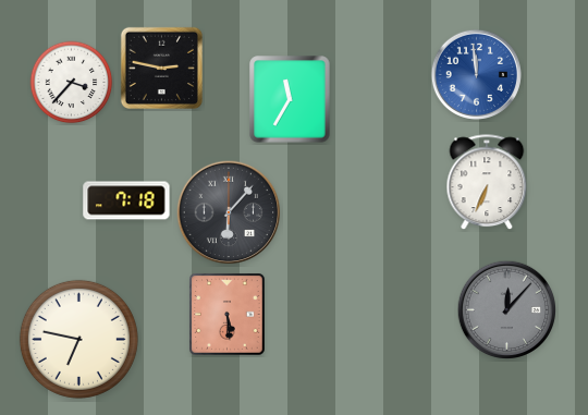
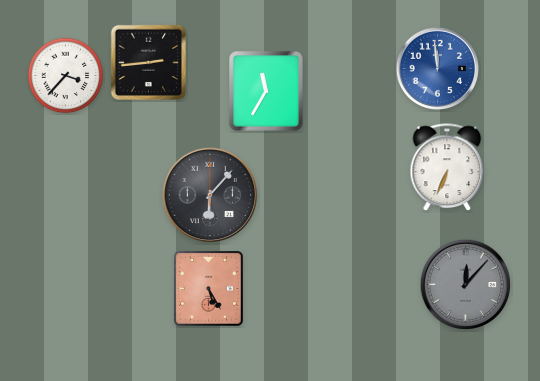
clock at (161, 68): 2:47 -> 2:44
clock at (126, 200): 7:18 -> none
clock at (228, 315): 5:29 -> 5:25
clock at (78, 339): 6:47 -> none
